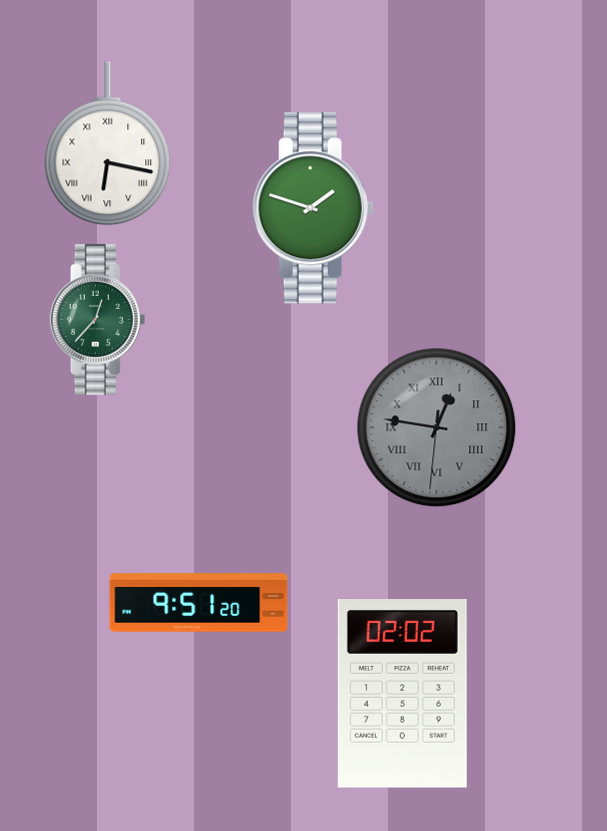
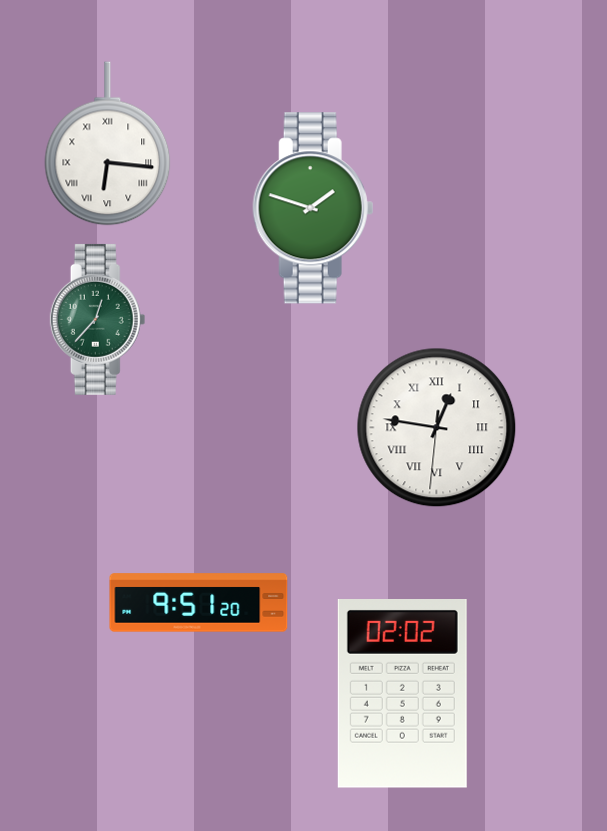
clock at (108, 144): 6:17 -> 6:16
clock at (437, 428) dial: grey -> white
